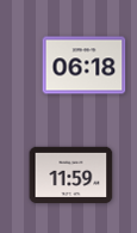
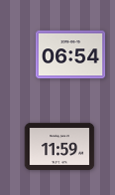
clock at (85, 66): 06:18 -> 06:54
